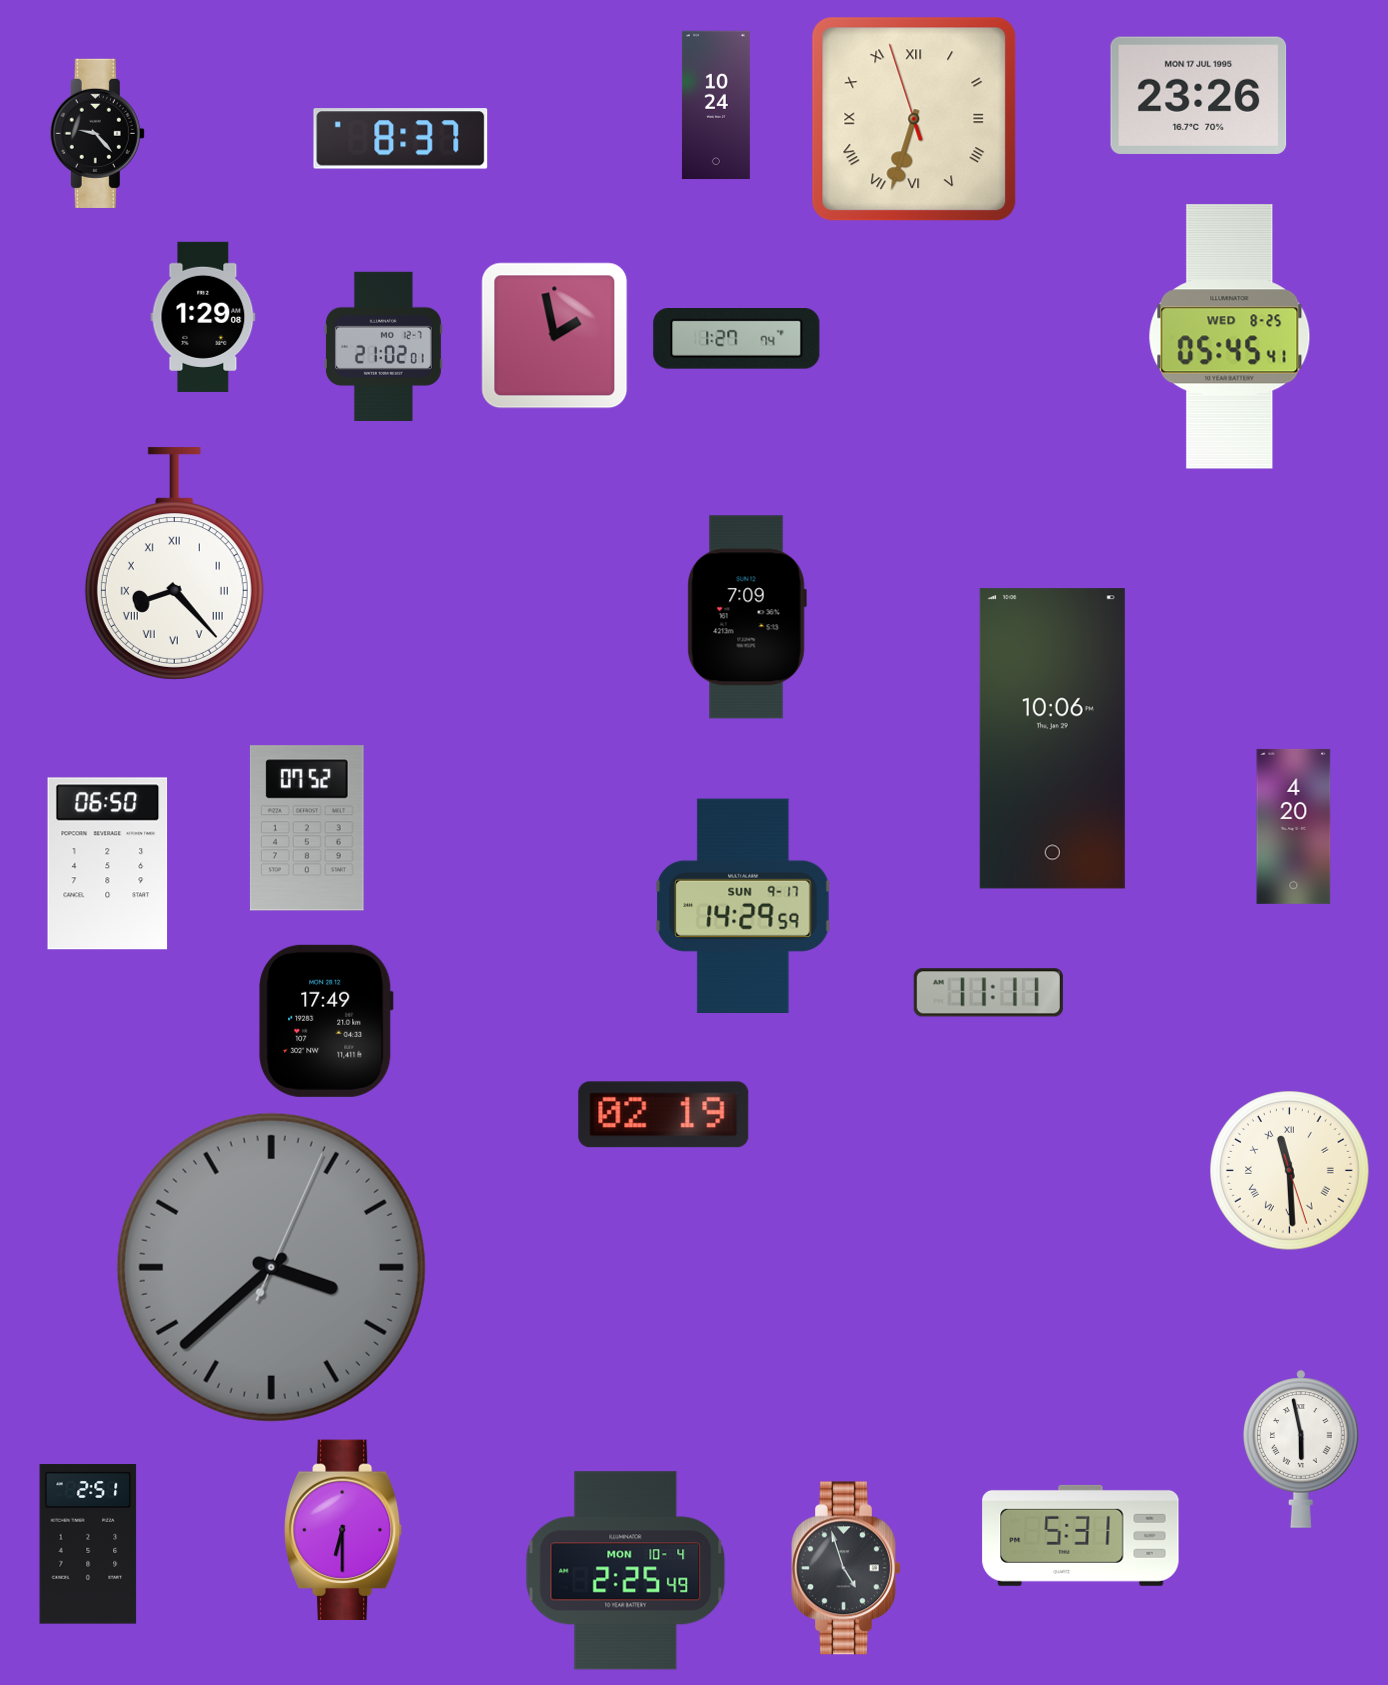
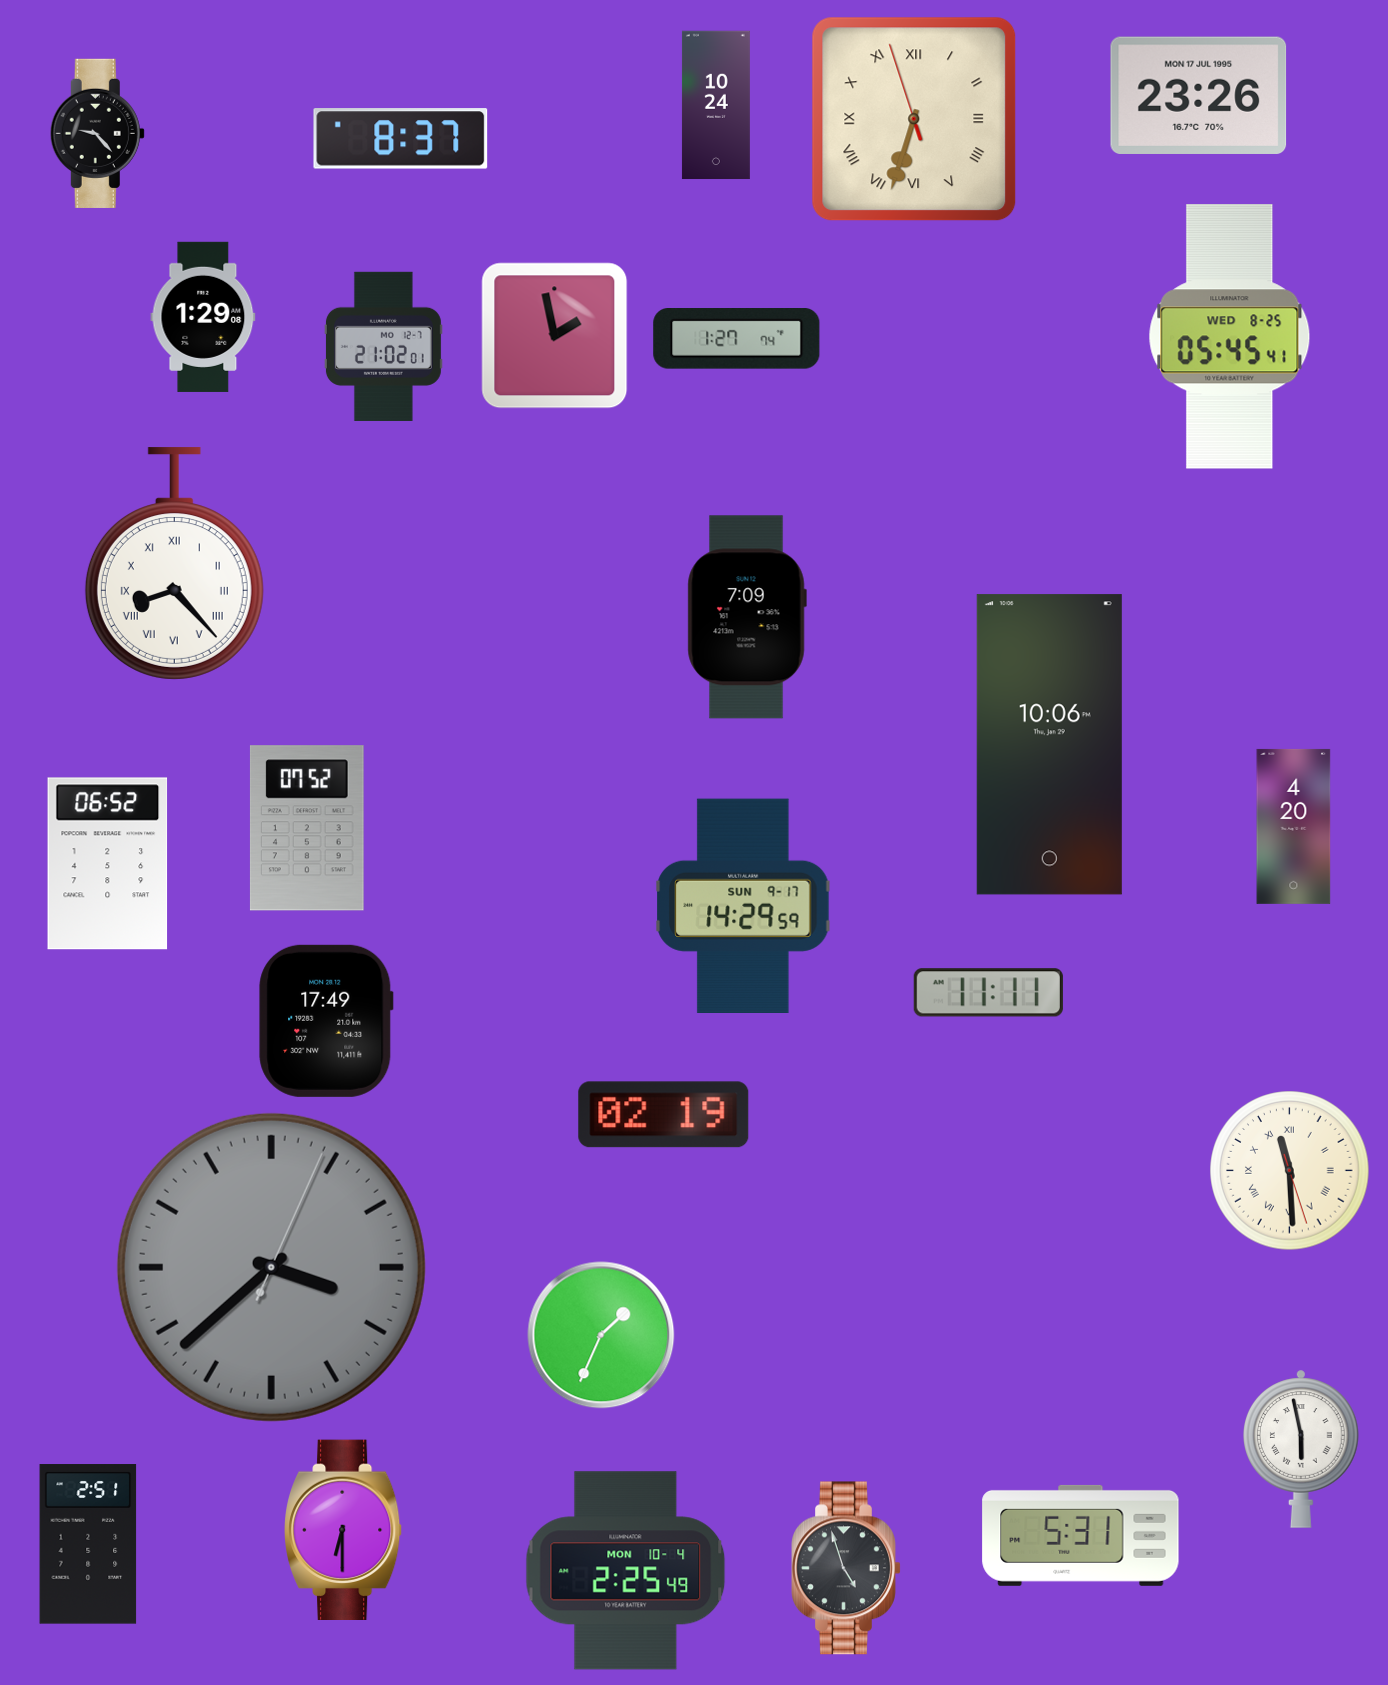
clock at (1052, 739) position: (1052, 739) -> (1049, 745)
clock at (108, 864): 06:50 -> 06:52
clock at (601, 1335): none -> 1:34
